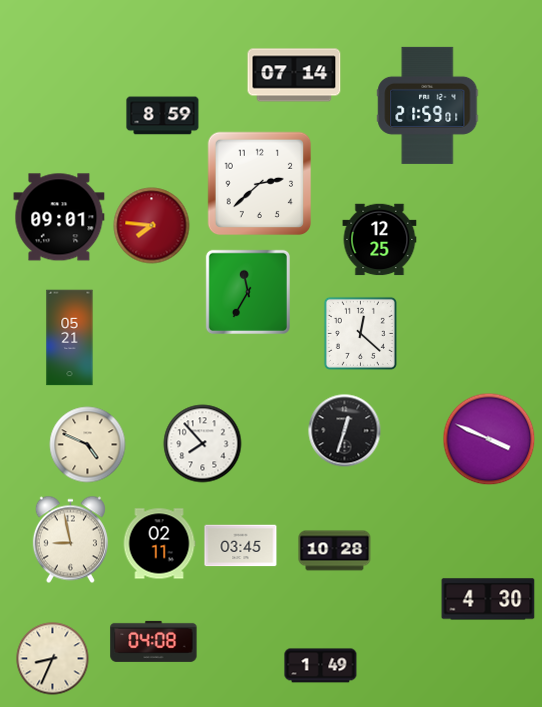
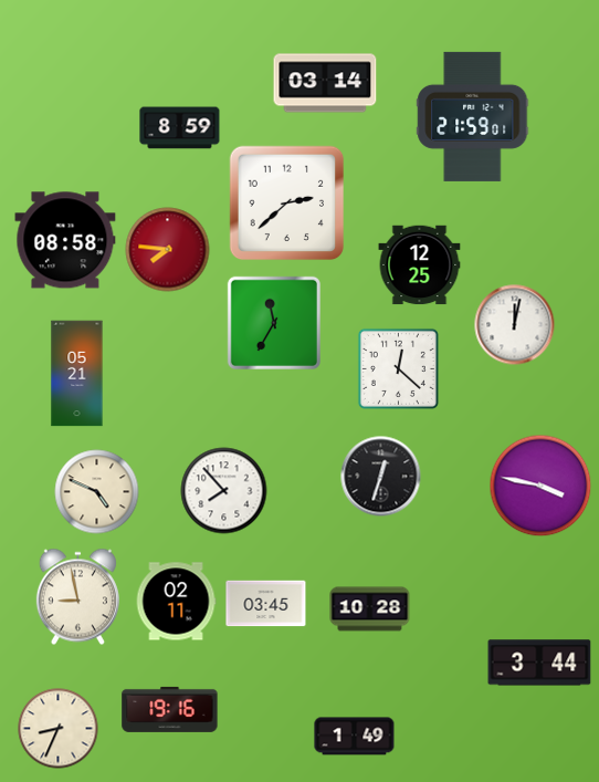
clock at (294, 75): 07:14 -> 03:14
clock at (59, 217): 09:01 -> 08:58
clock at (515, 325): none -> 12:02
clock at (489, 439): 3:49 -> 3:47
clock at (488, 599): 4:30 -> 3:44
clock at (154, 641): 04:08 -> 19:16
